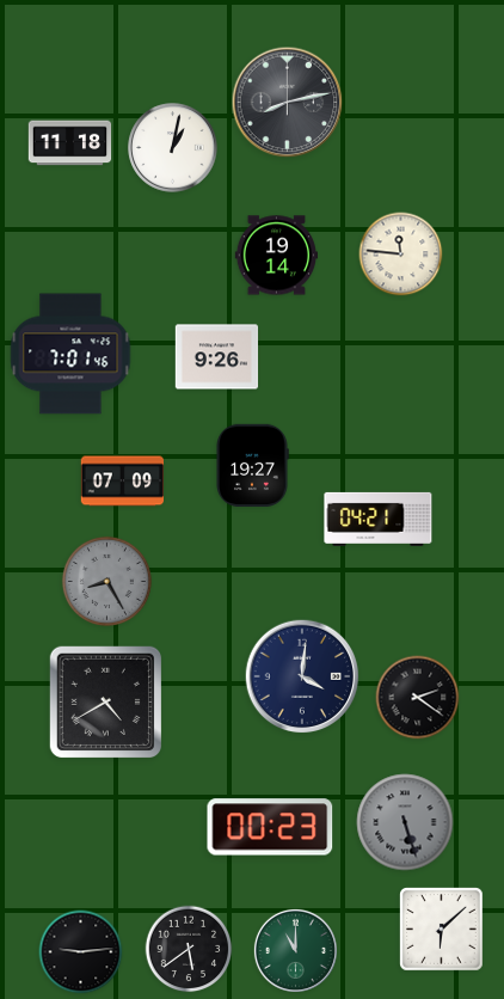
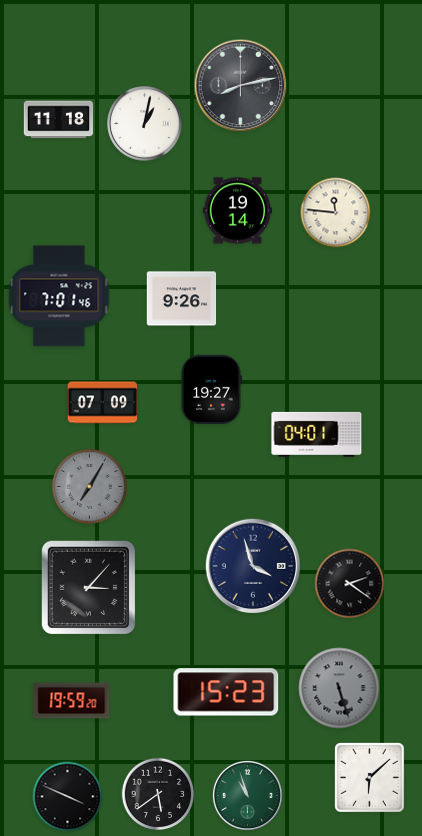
clock at (277, 256) position: (277, 256) -> (238, 211)
clock at (379, 519): 04:21 -> 04:01
clock at (106, 581): 8:25 -> 7:05
clock at (302, 676): 4:01 -> 3:57
clock at (105, 701): 4:40 -> 3:07
clock at (270, 827): 00:23 -> 15:23
clock at (72, 701): none -> 19:59
clock at (295, 950): 11:00 -> 10:57
clock at (81, 952): 9:14 -> 3:49
